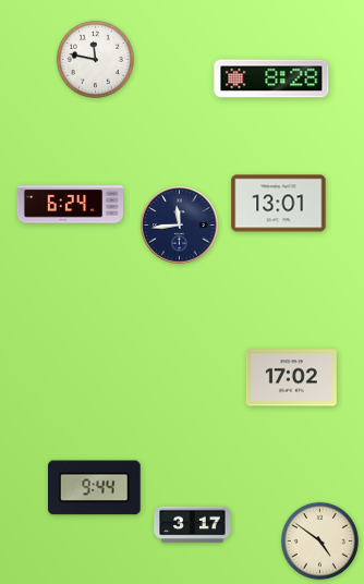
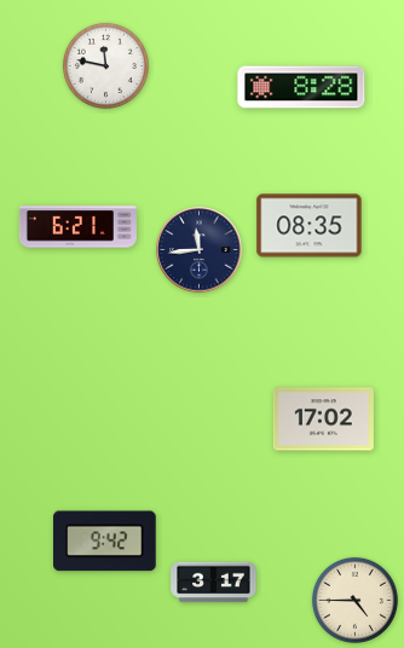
clock at (279, 204): 13:01 -> 08:35
clock at (70, 205): 6:24 -> 6:21
clock at (95, 488): 9:44 -> 9:42
clock at (319, 540): 4:51 -> 4:45
